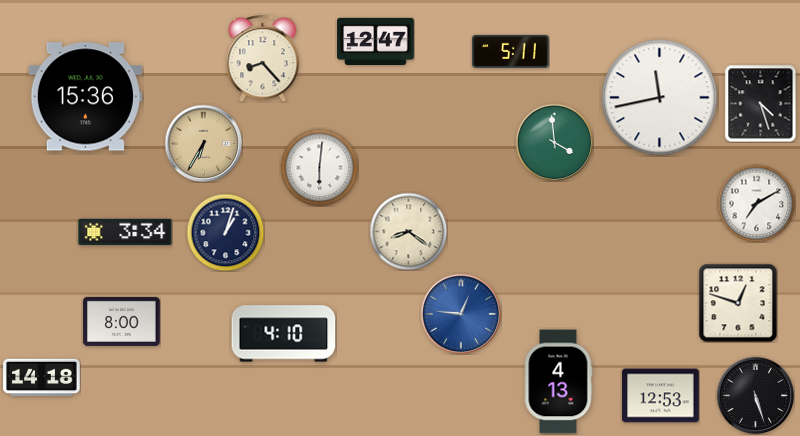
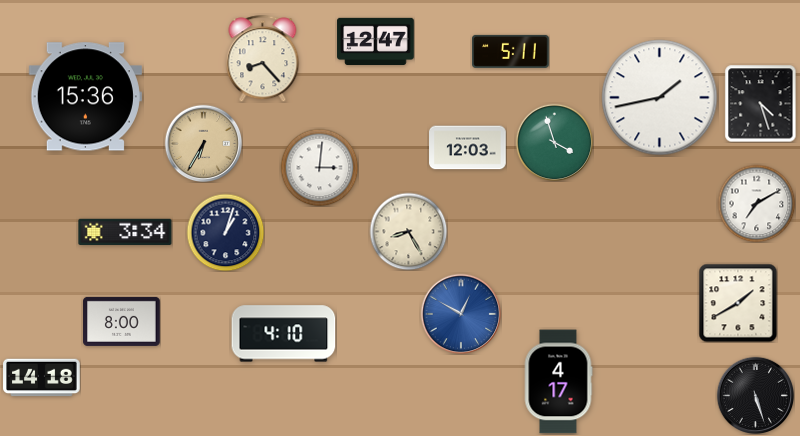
clock at (660, 98): 11:43 -> 1:43
clock at (554, 142): 3:59 -> 3:57
clock at (468, 148): none -> 12:03
clock at (319, 167): 6:01 -> 3:01
clock at (408, 231): 8:21 -> 8:25
clock at (738, 303): 12:48 -> 1:40
clock at (461, 314): 12:46 -> 12:50
clock at (558, 382): 4:13 -> 4:17
clock at (661, 396): 12:53 -> none
